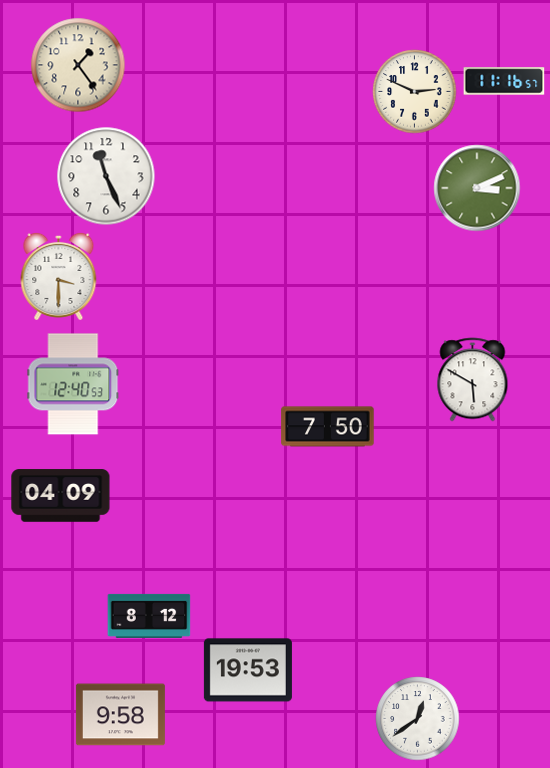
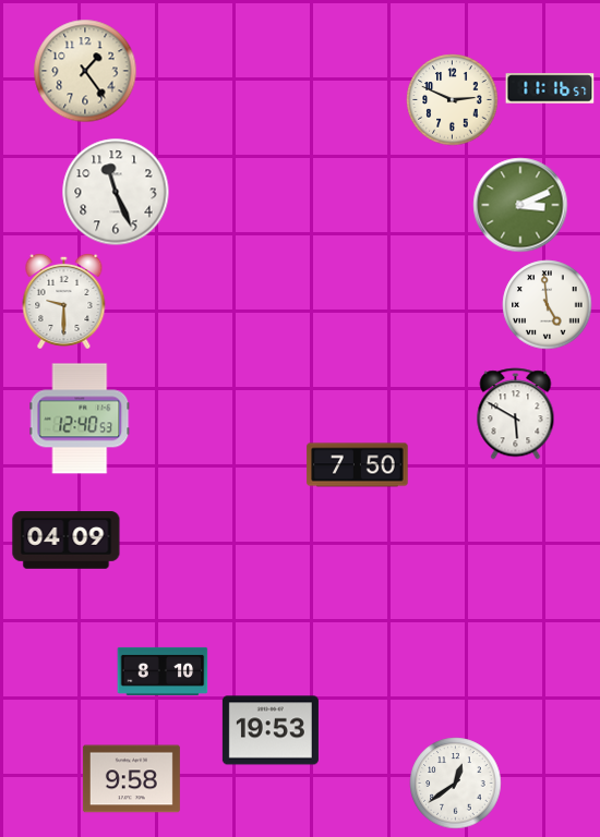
clock at (59, 276): 3:30 -> 9:30
clock at (548, 305): none -> 4:59
clock at (149, 616): 8:12 -> 8:10
